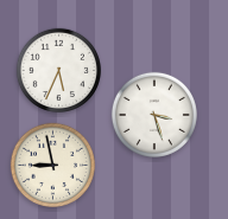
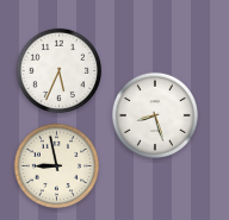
clock at (154, 115): 3:27 -> 8:27
clock at (52, 165) position: (52, 165) -> (56, 165)
